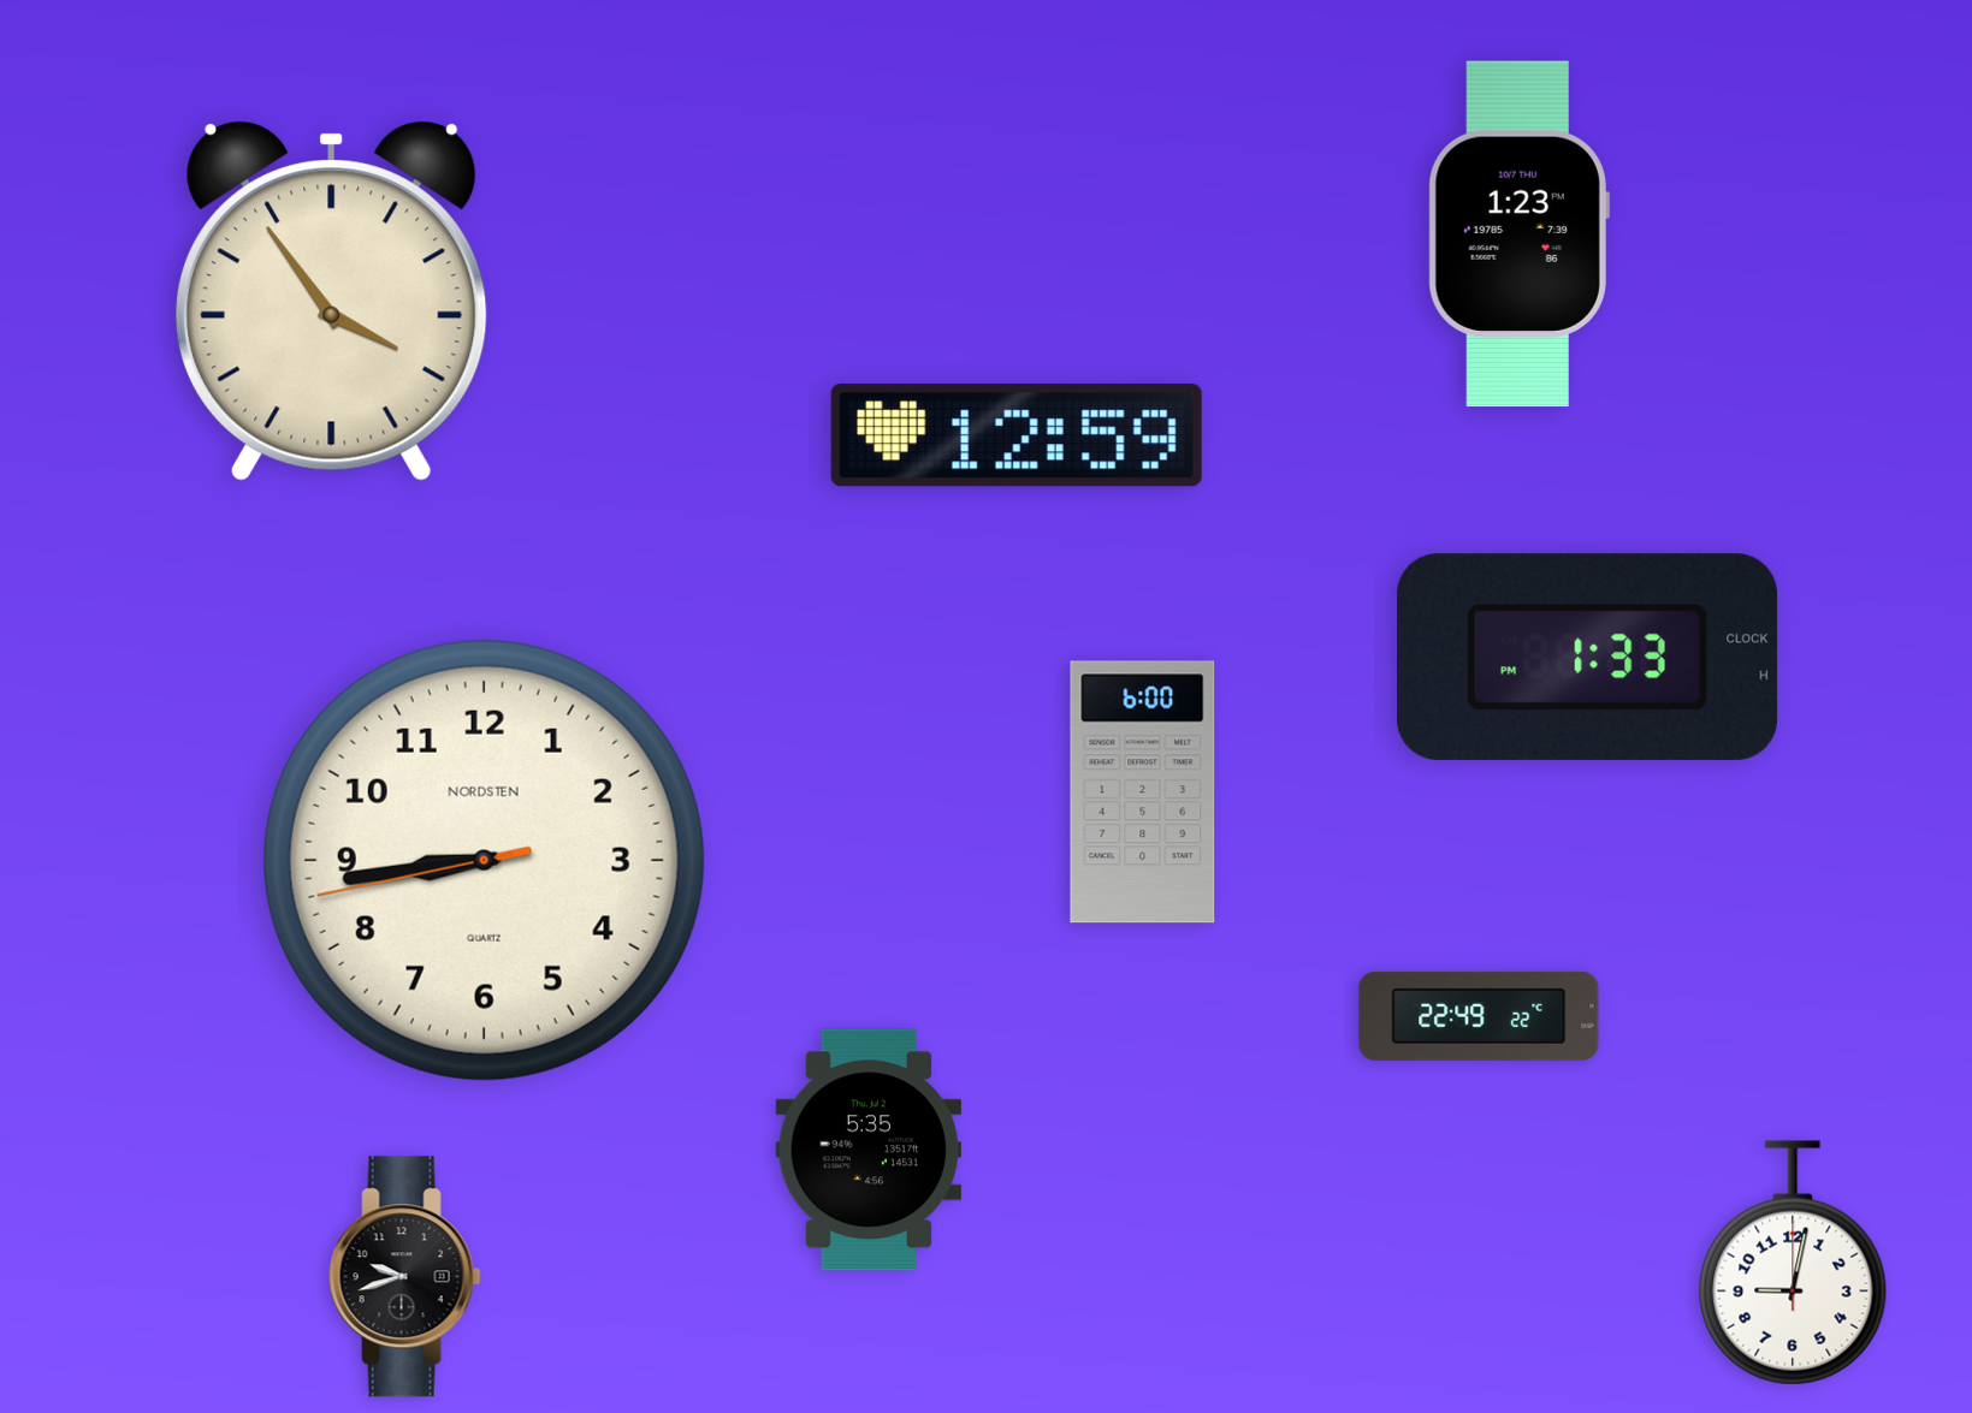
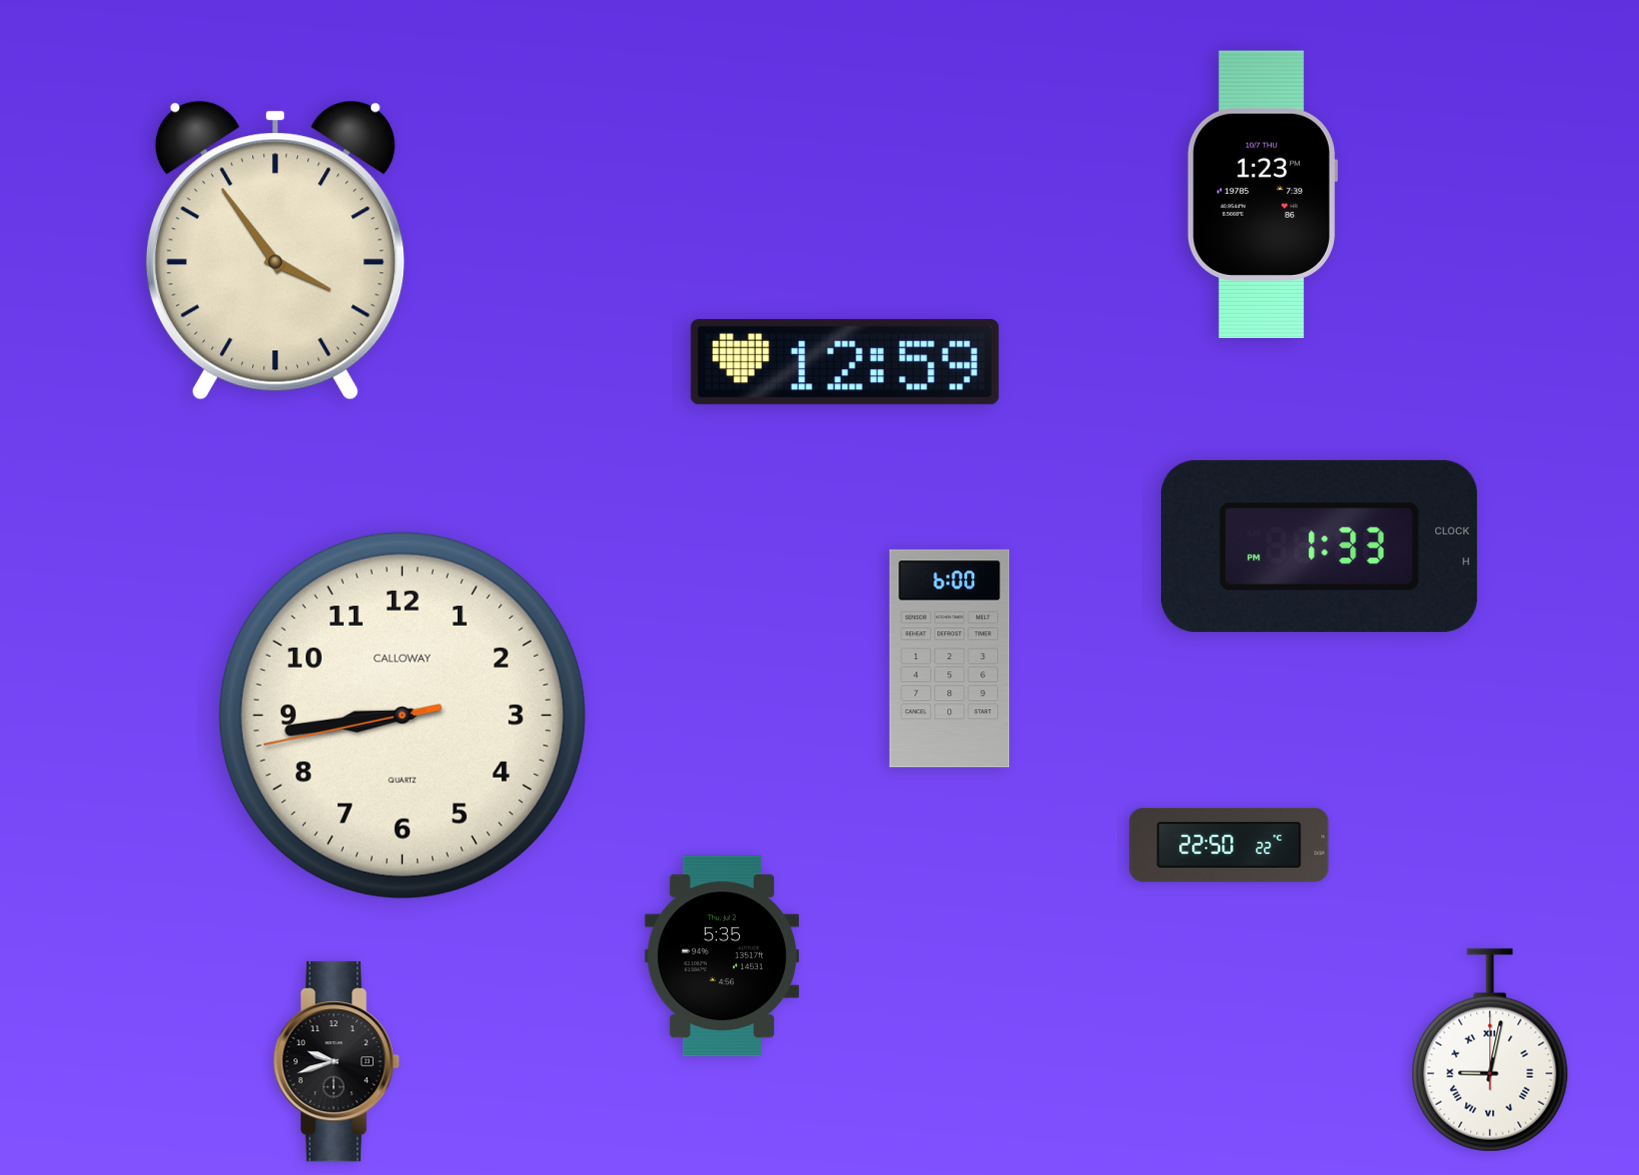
clock at (484, 860) brand: NORDSTEN -> CALLOWAY
clock at (1479, 1016): 22:49 -> 22:50
clock at (1793, 1263) numerals: Arabic -> Roman
